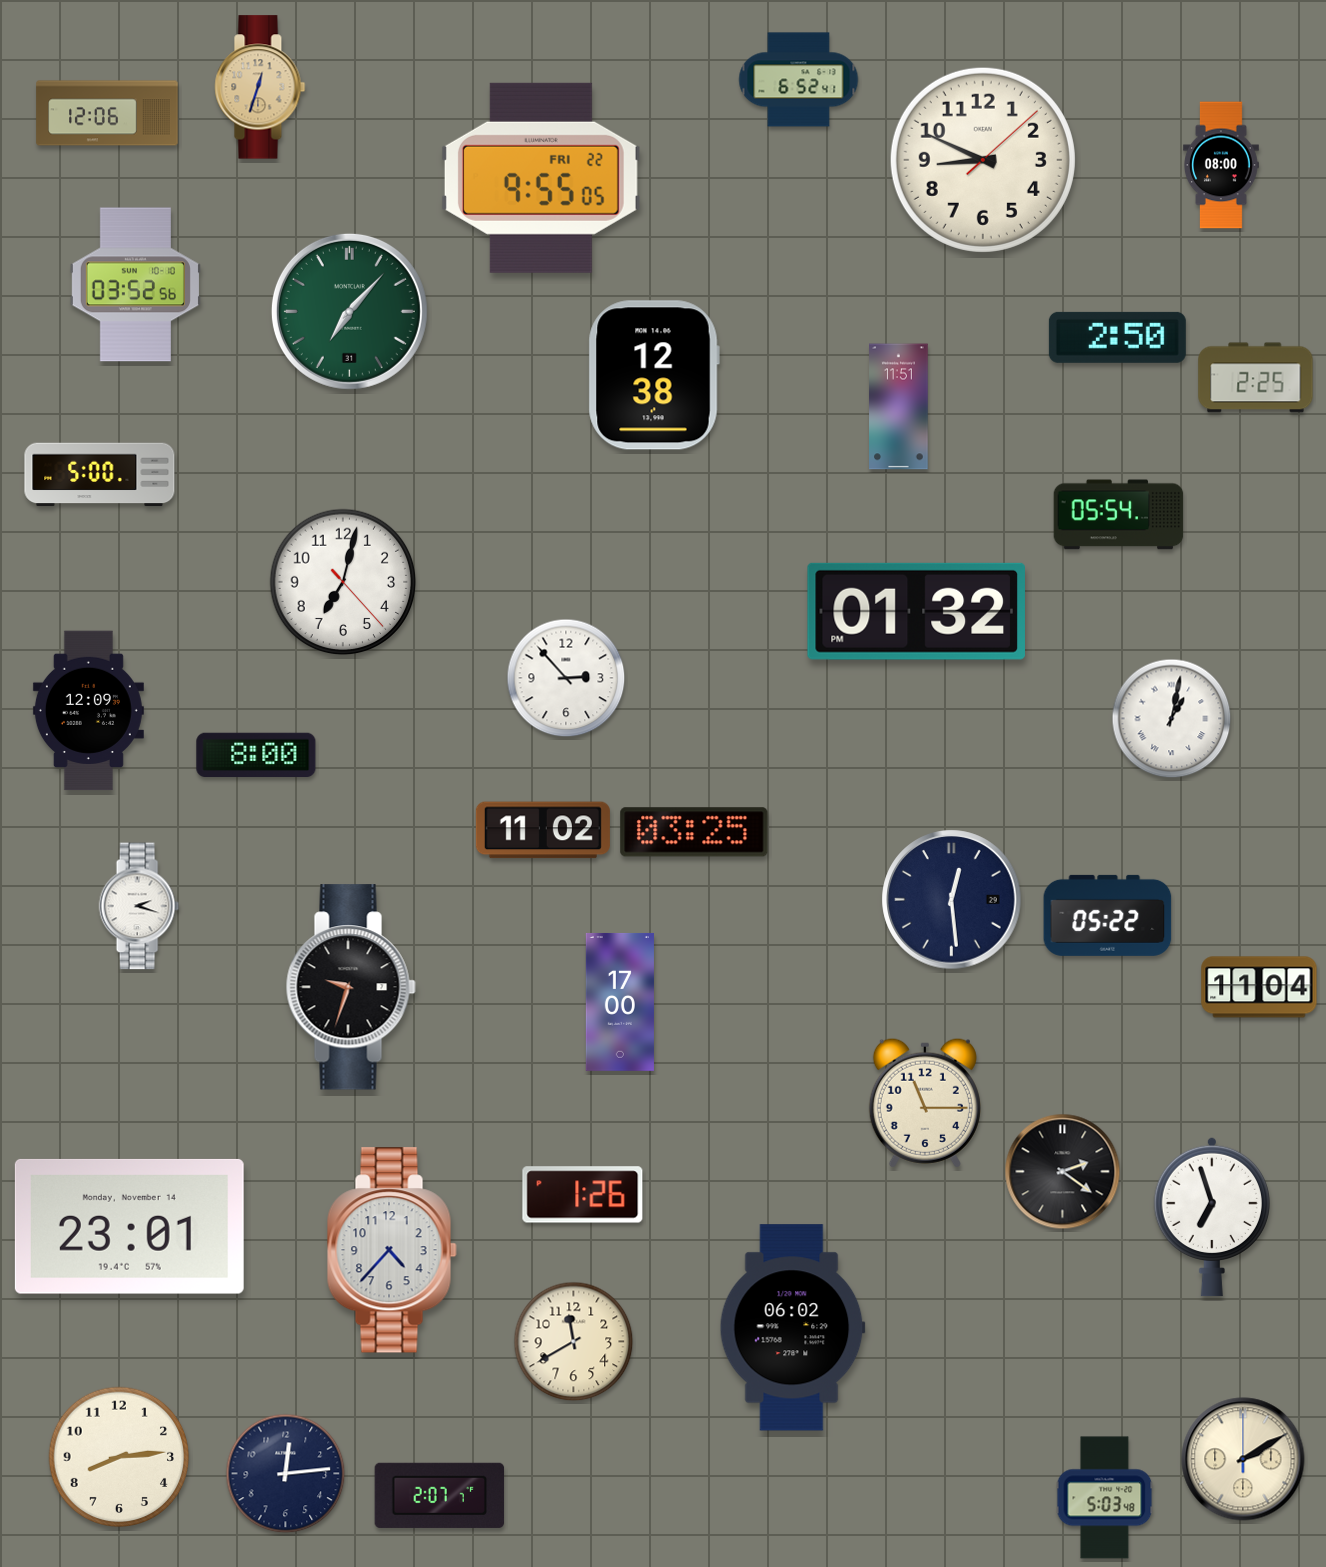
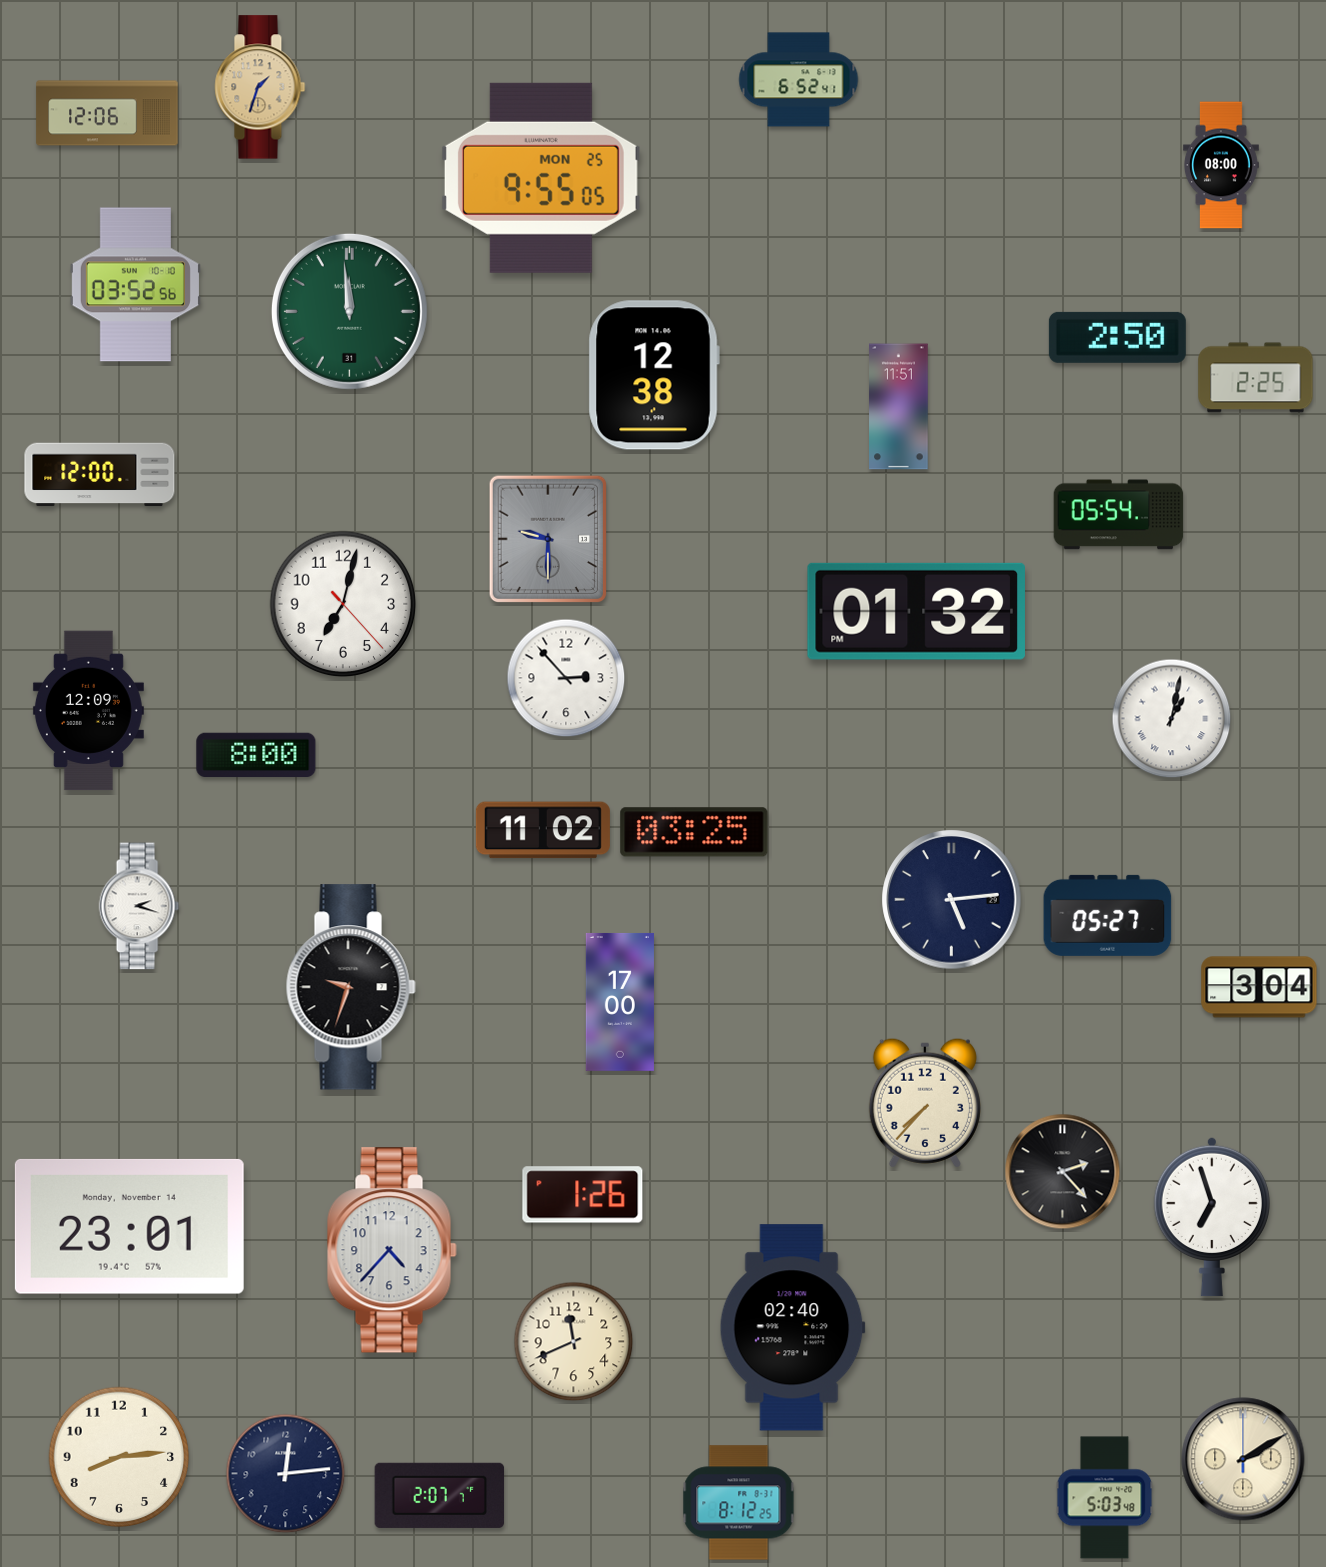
clock at (260, 87): 12:33 -> 1:33
clock at (983, 160): 8:49 -> none
clock at (541, 178) date: FRI 22 -> MON 25
clock at (349, 311): 7:07 -> 11:59
clock at (100, 475): 5:00 -> 12:00
clock at (547, 539): none -> 9:30
clock at (343, 582) position: (343, 582) -> (343, 604)
clock at (952, 900): 12:29 -> 5:14
clock at (1108, 915): 05:22 -> 05:27
clock at (1259, 987): 11:04 -> 3:04
clock at (925, 1103): 11:15 -> 7:37
clock at (1063, 1172): 2:21 -> 2:23
clock at (792, 1328): 06:02 -> 02:40
clock at (574, 1342): 11:40 -> 11:41
clock at (739, 1503): none -> 8:12
